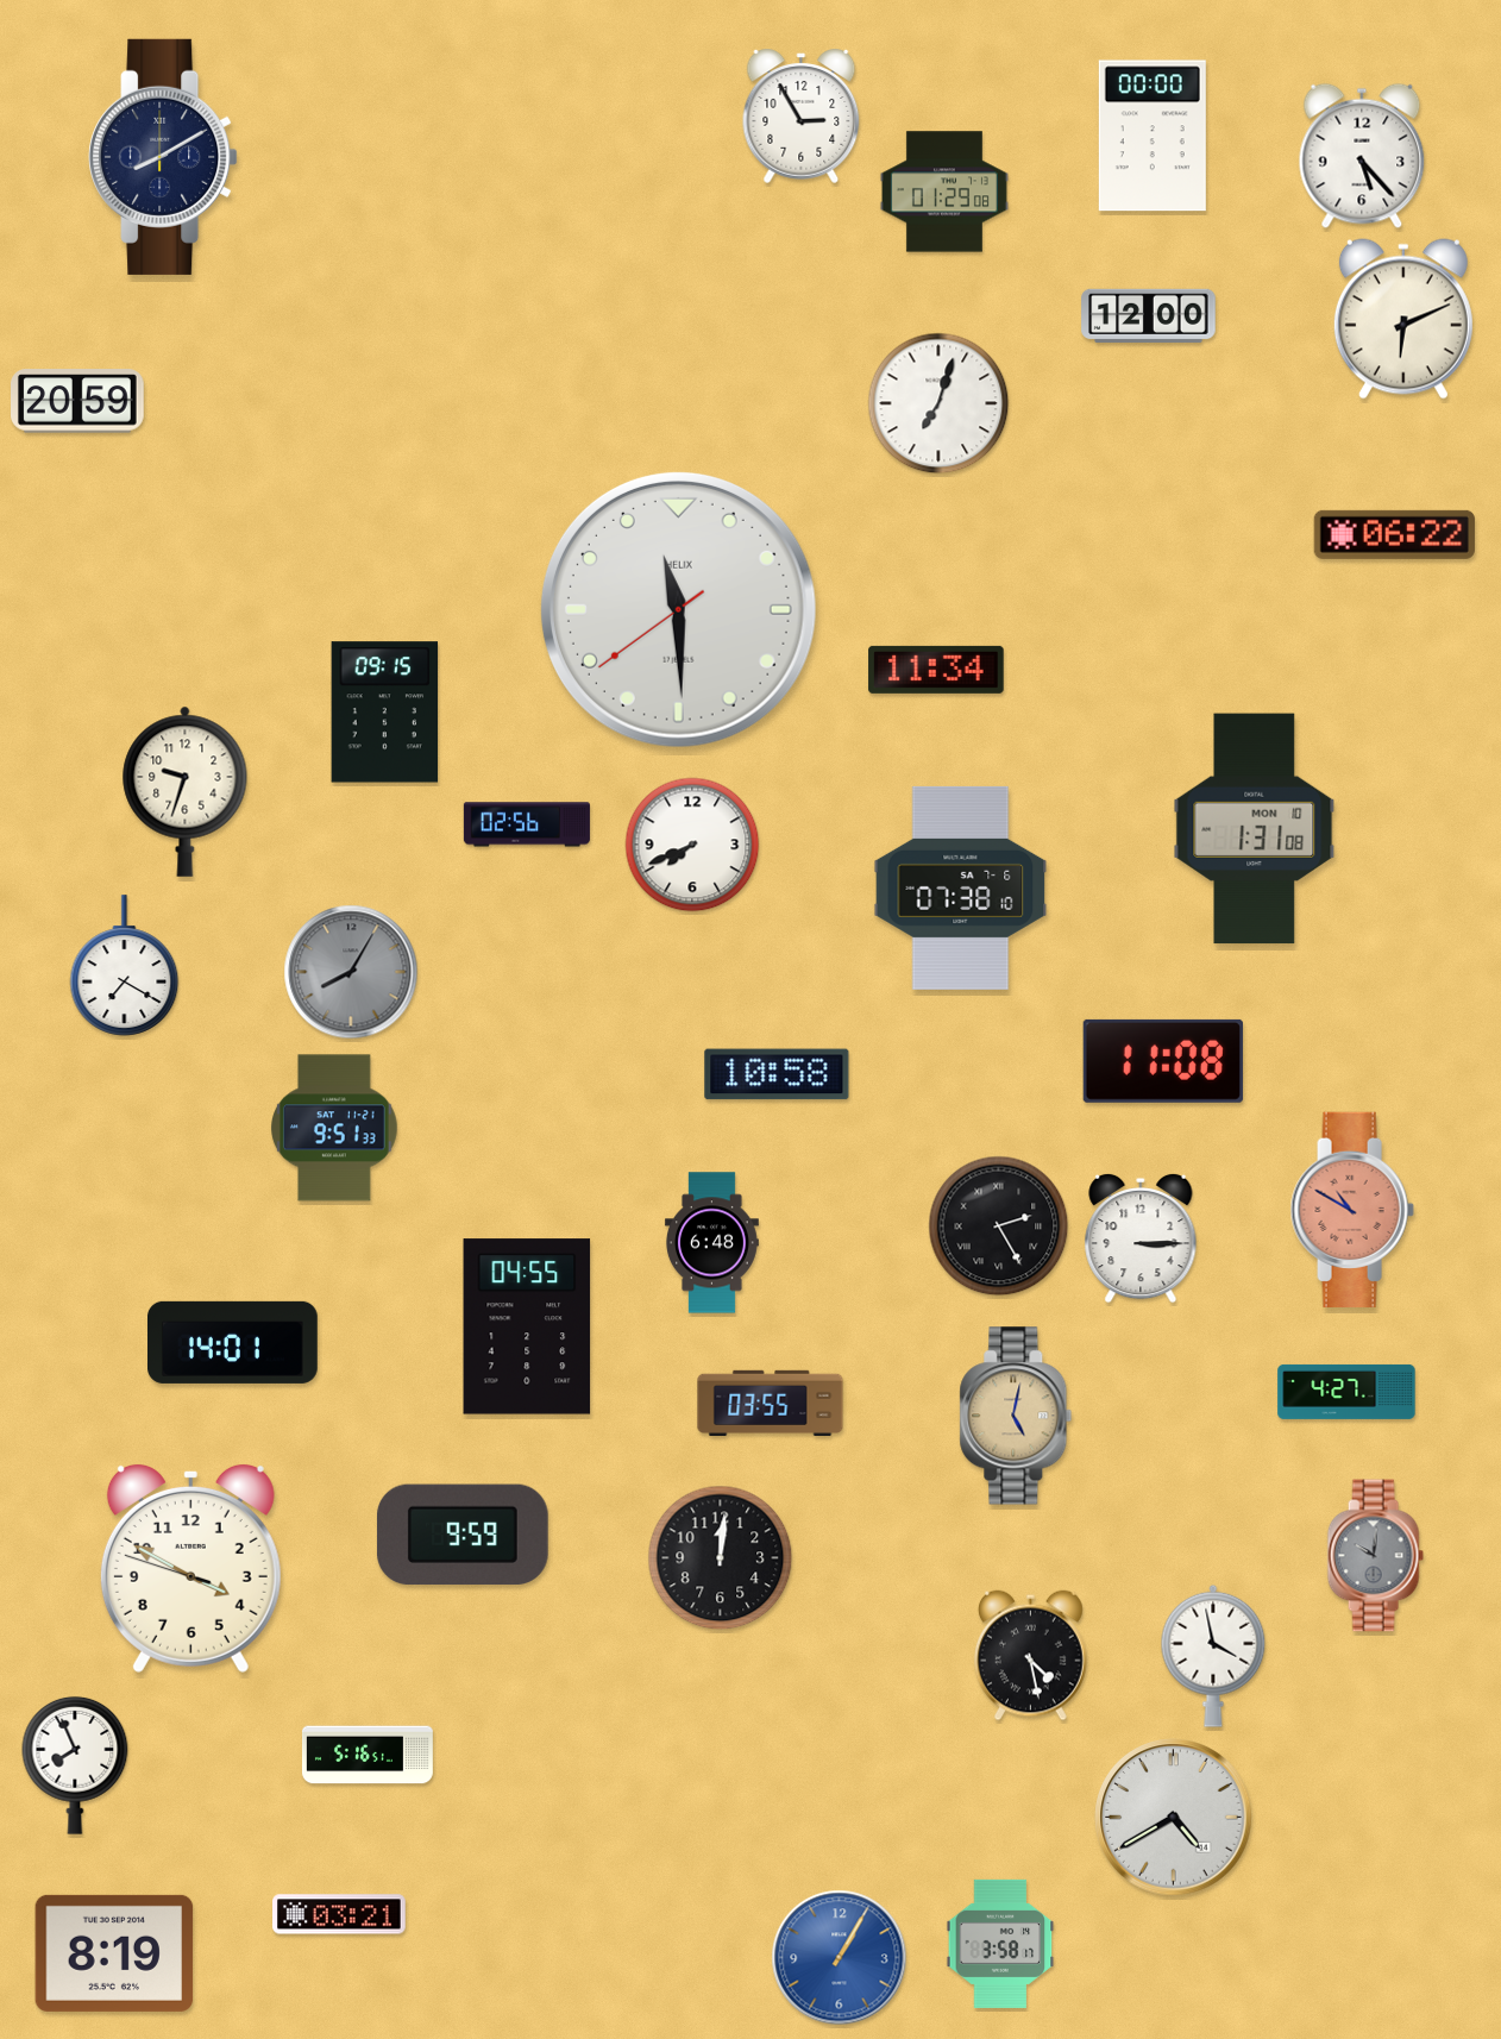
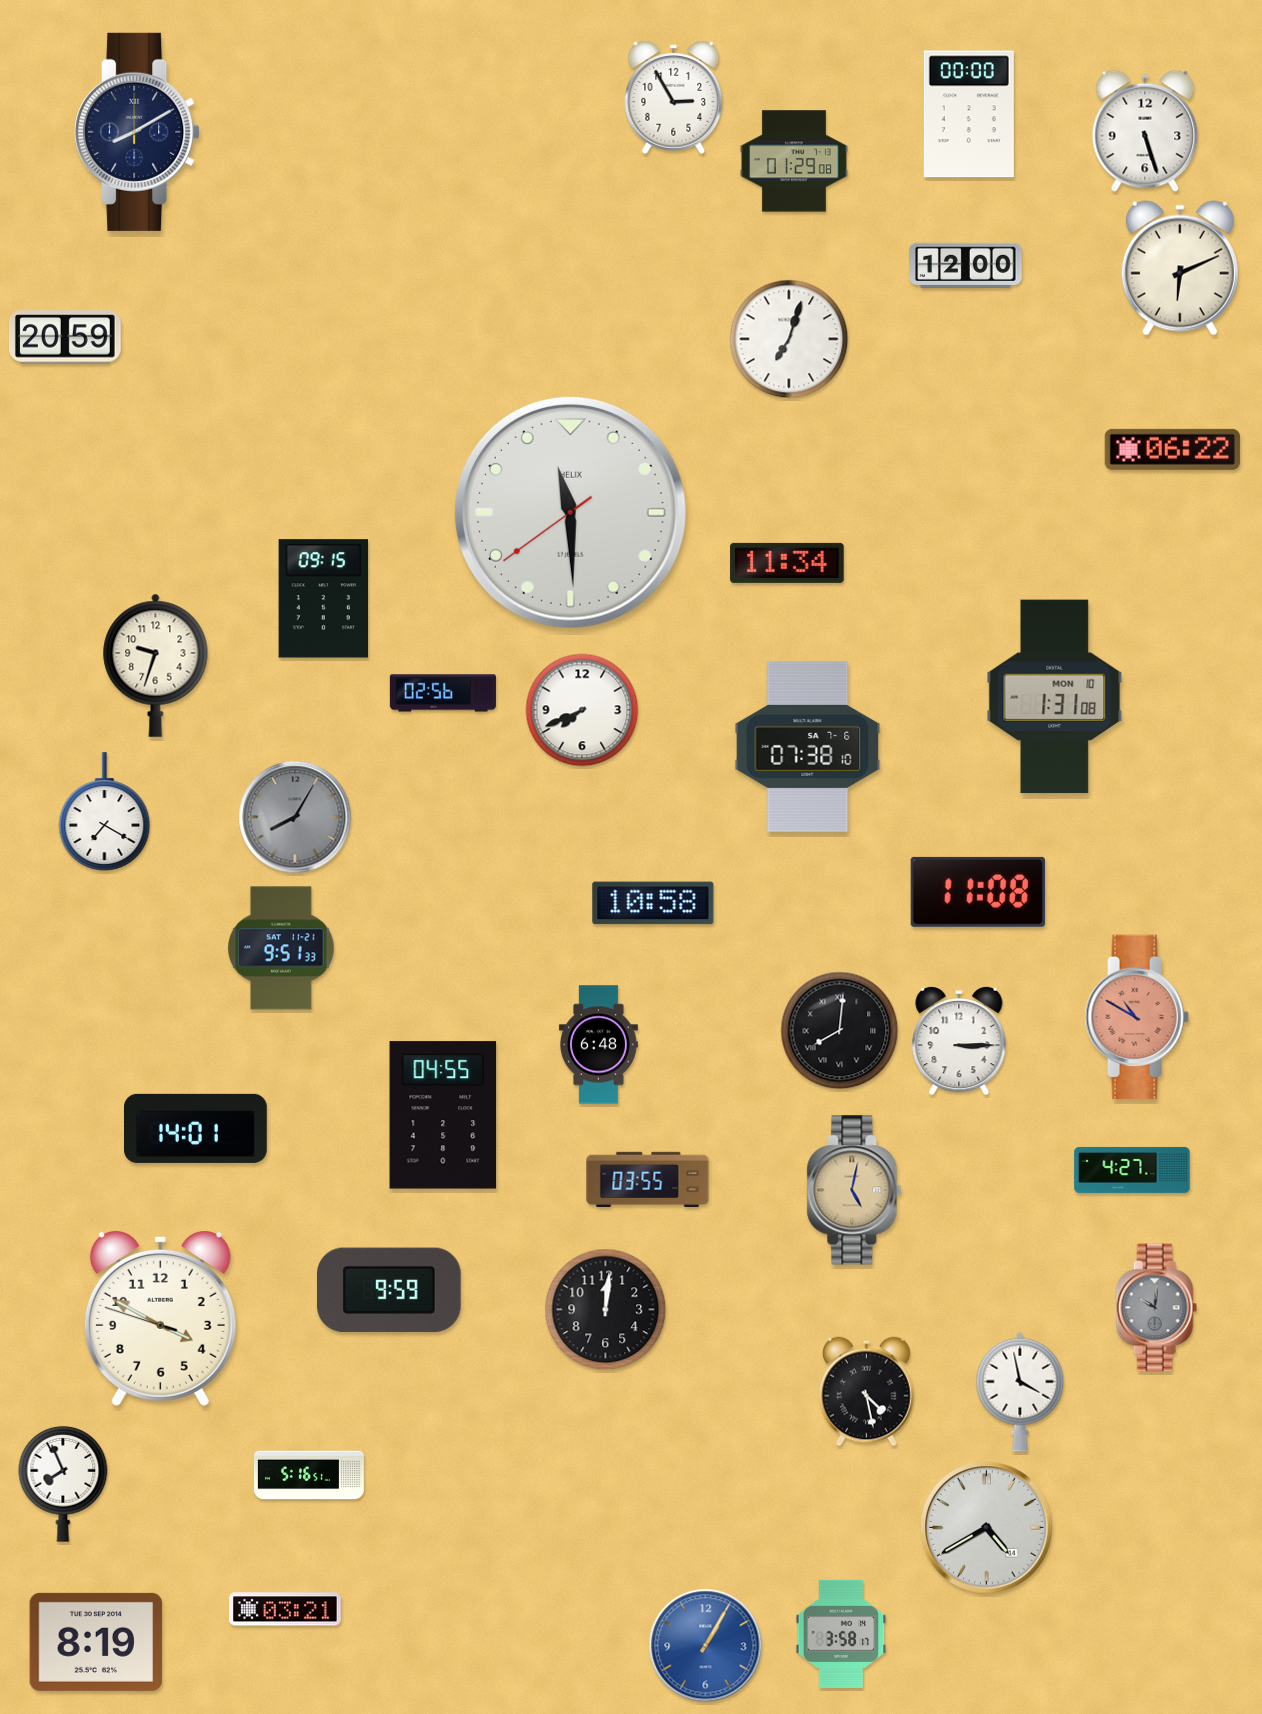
clock at (1362, 156): 5:23 -> 5:27
clock at (999, 1226): 2:25 -> 8:01
